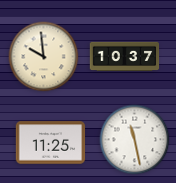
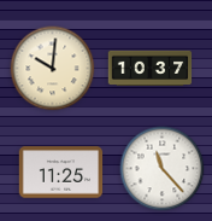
clock at (44, 57): 9:59 -> 10:01
clock at (135, 140): 11:28 -> 11:23
